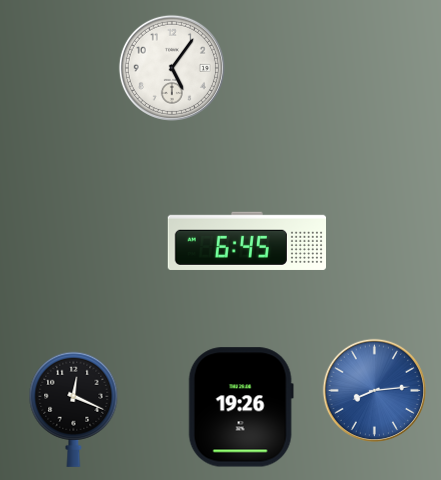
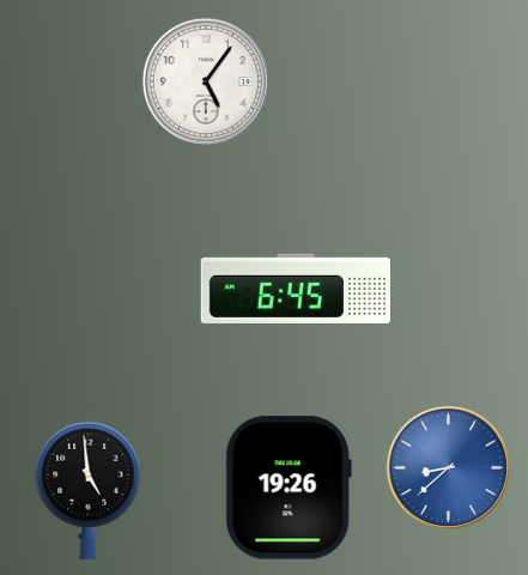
clock at (374, 390): 8:14 -> 8:38
clock at (74, 409): 12:19 -> 4:59
